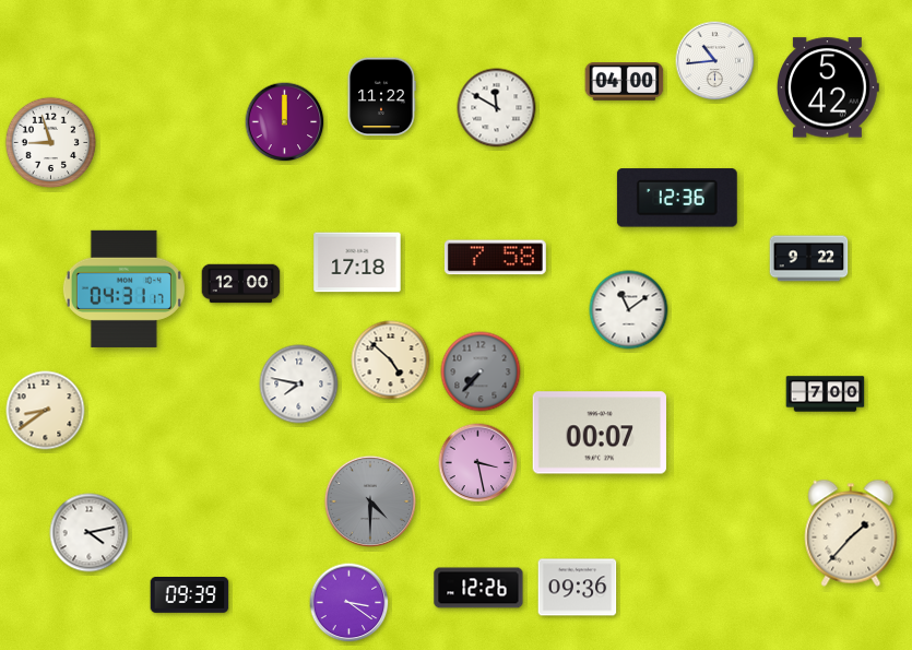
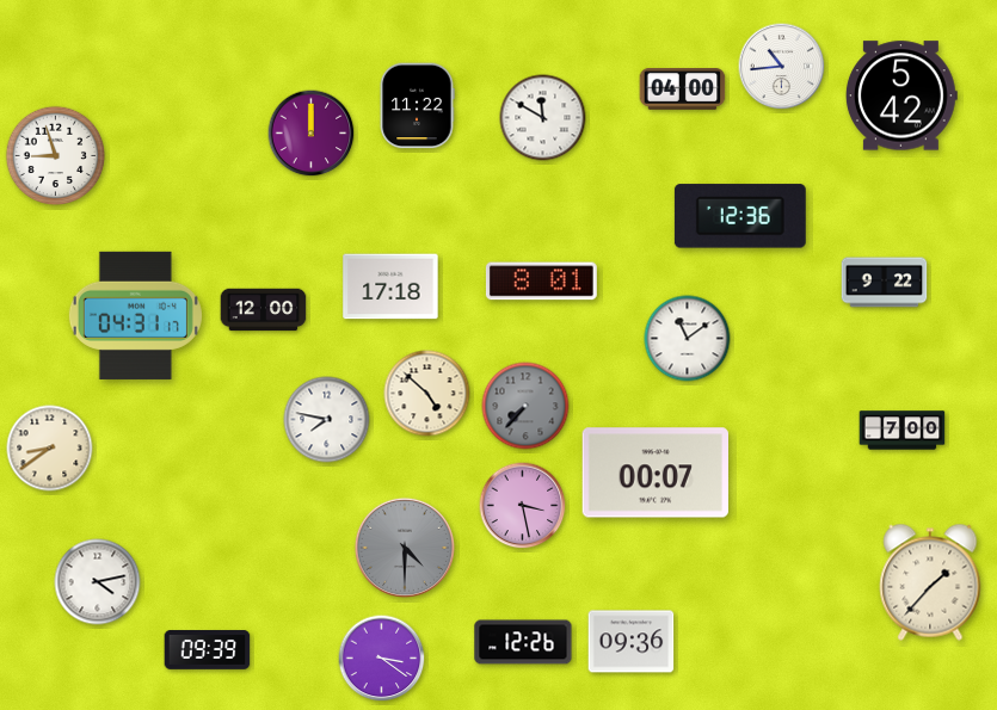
clock at (828, 87) position: (828, 87) -> (901, 95)
clock at (495, 258): 7:58 -> 8:01
